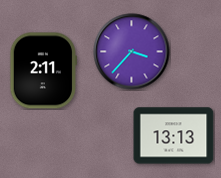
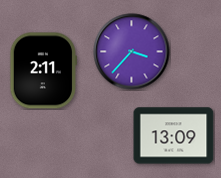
clock at (174, 136): 13:13 -> 13:09
